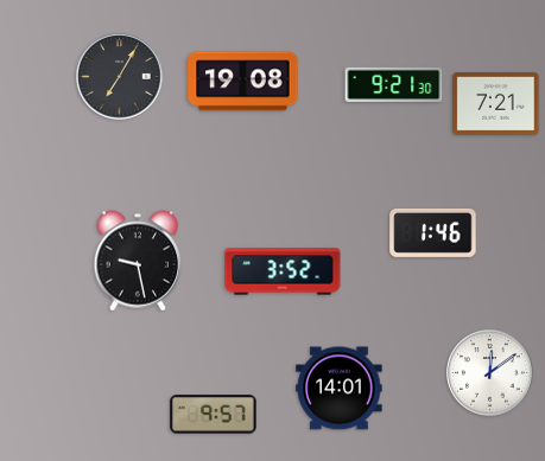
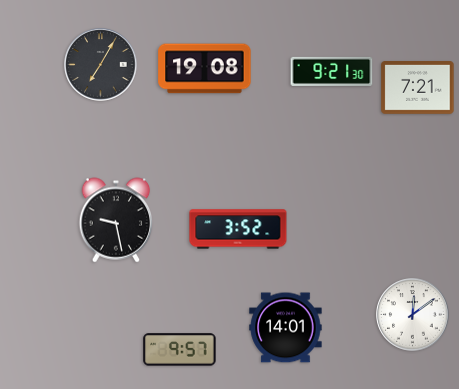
clock at (433, 232): 1:46 -> none
